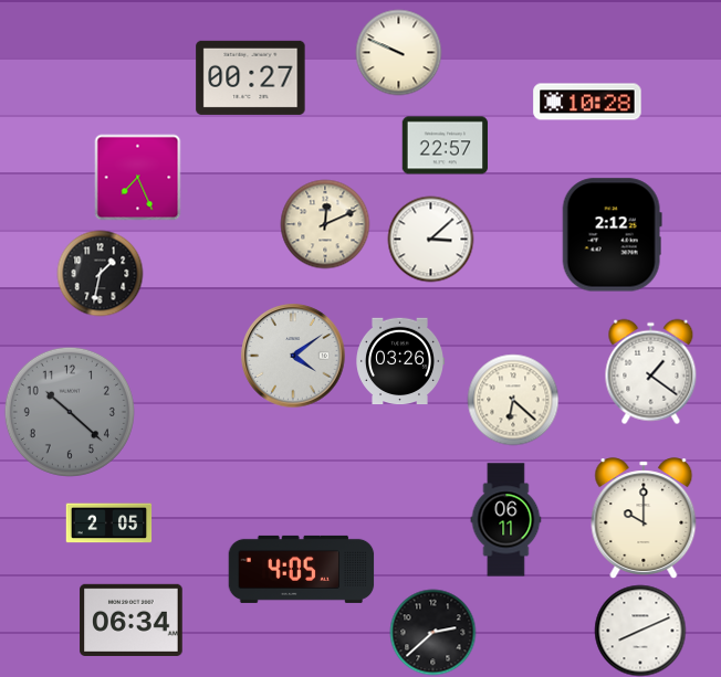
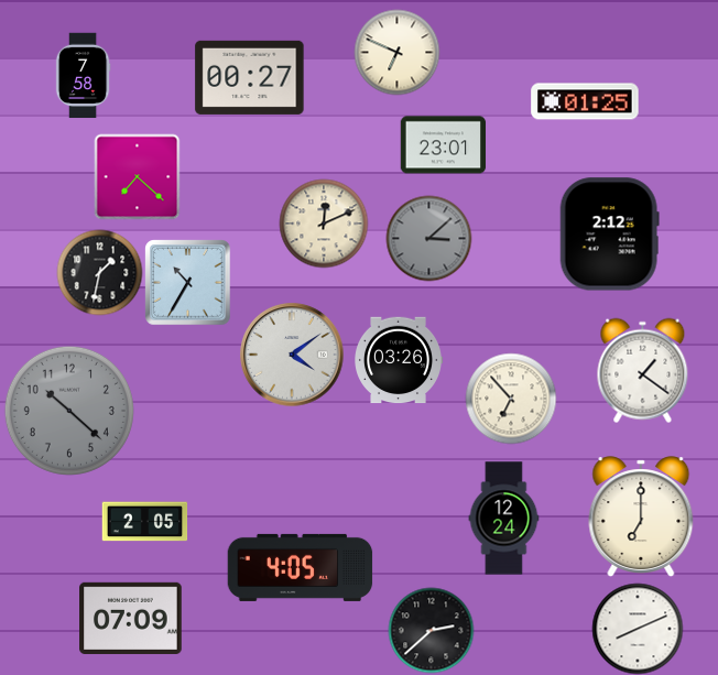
clock at (398, 52): 9:49 -> 6:49
clock at (83, 75): none -> 7:58
clock at (587, 102): 10:28 -> 01:25
clock at (445, 146): 22:57 -> 23:01
clock at (137, 177): 7:26 -> 7:22
clock at (430, 239) dial: white -> grey
clock at (187, 282): none -> 10:35
clock at (651, 371) position: (651, 371) -> (643, 370)
clock at (513, 400): 6:22 -> 6:53
clock at (644, 518): 10:00 -> 7:00
clock at (506, 520): 06:11 -> 12:24
clock at (108, 523) position: (108, 523) -> (144, 522)
clock at (132, 620): 06:34 -> 07:09
